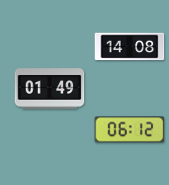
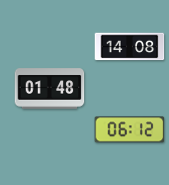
clock at (50, 89): 01:49 -> 01:48
